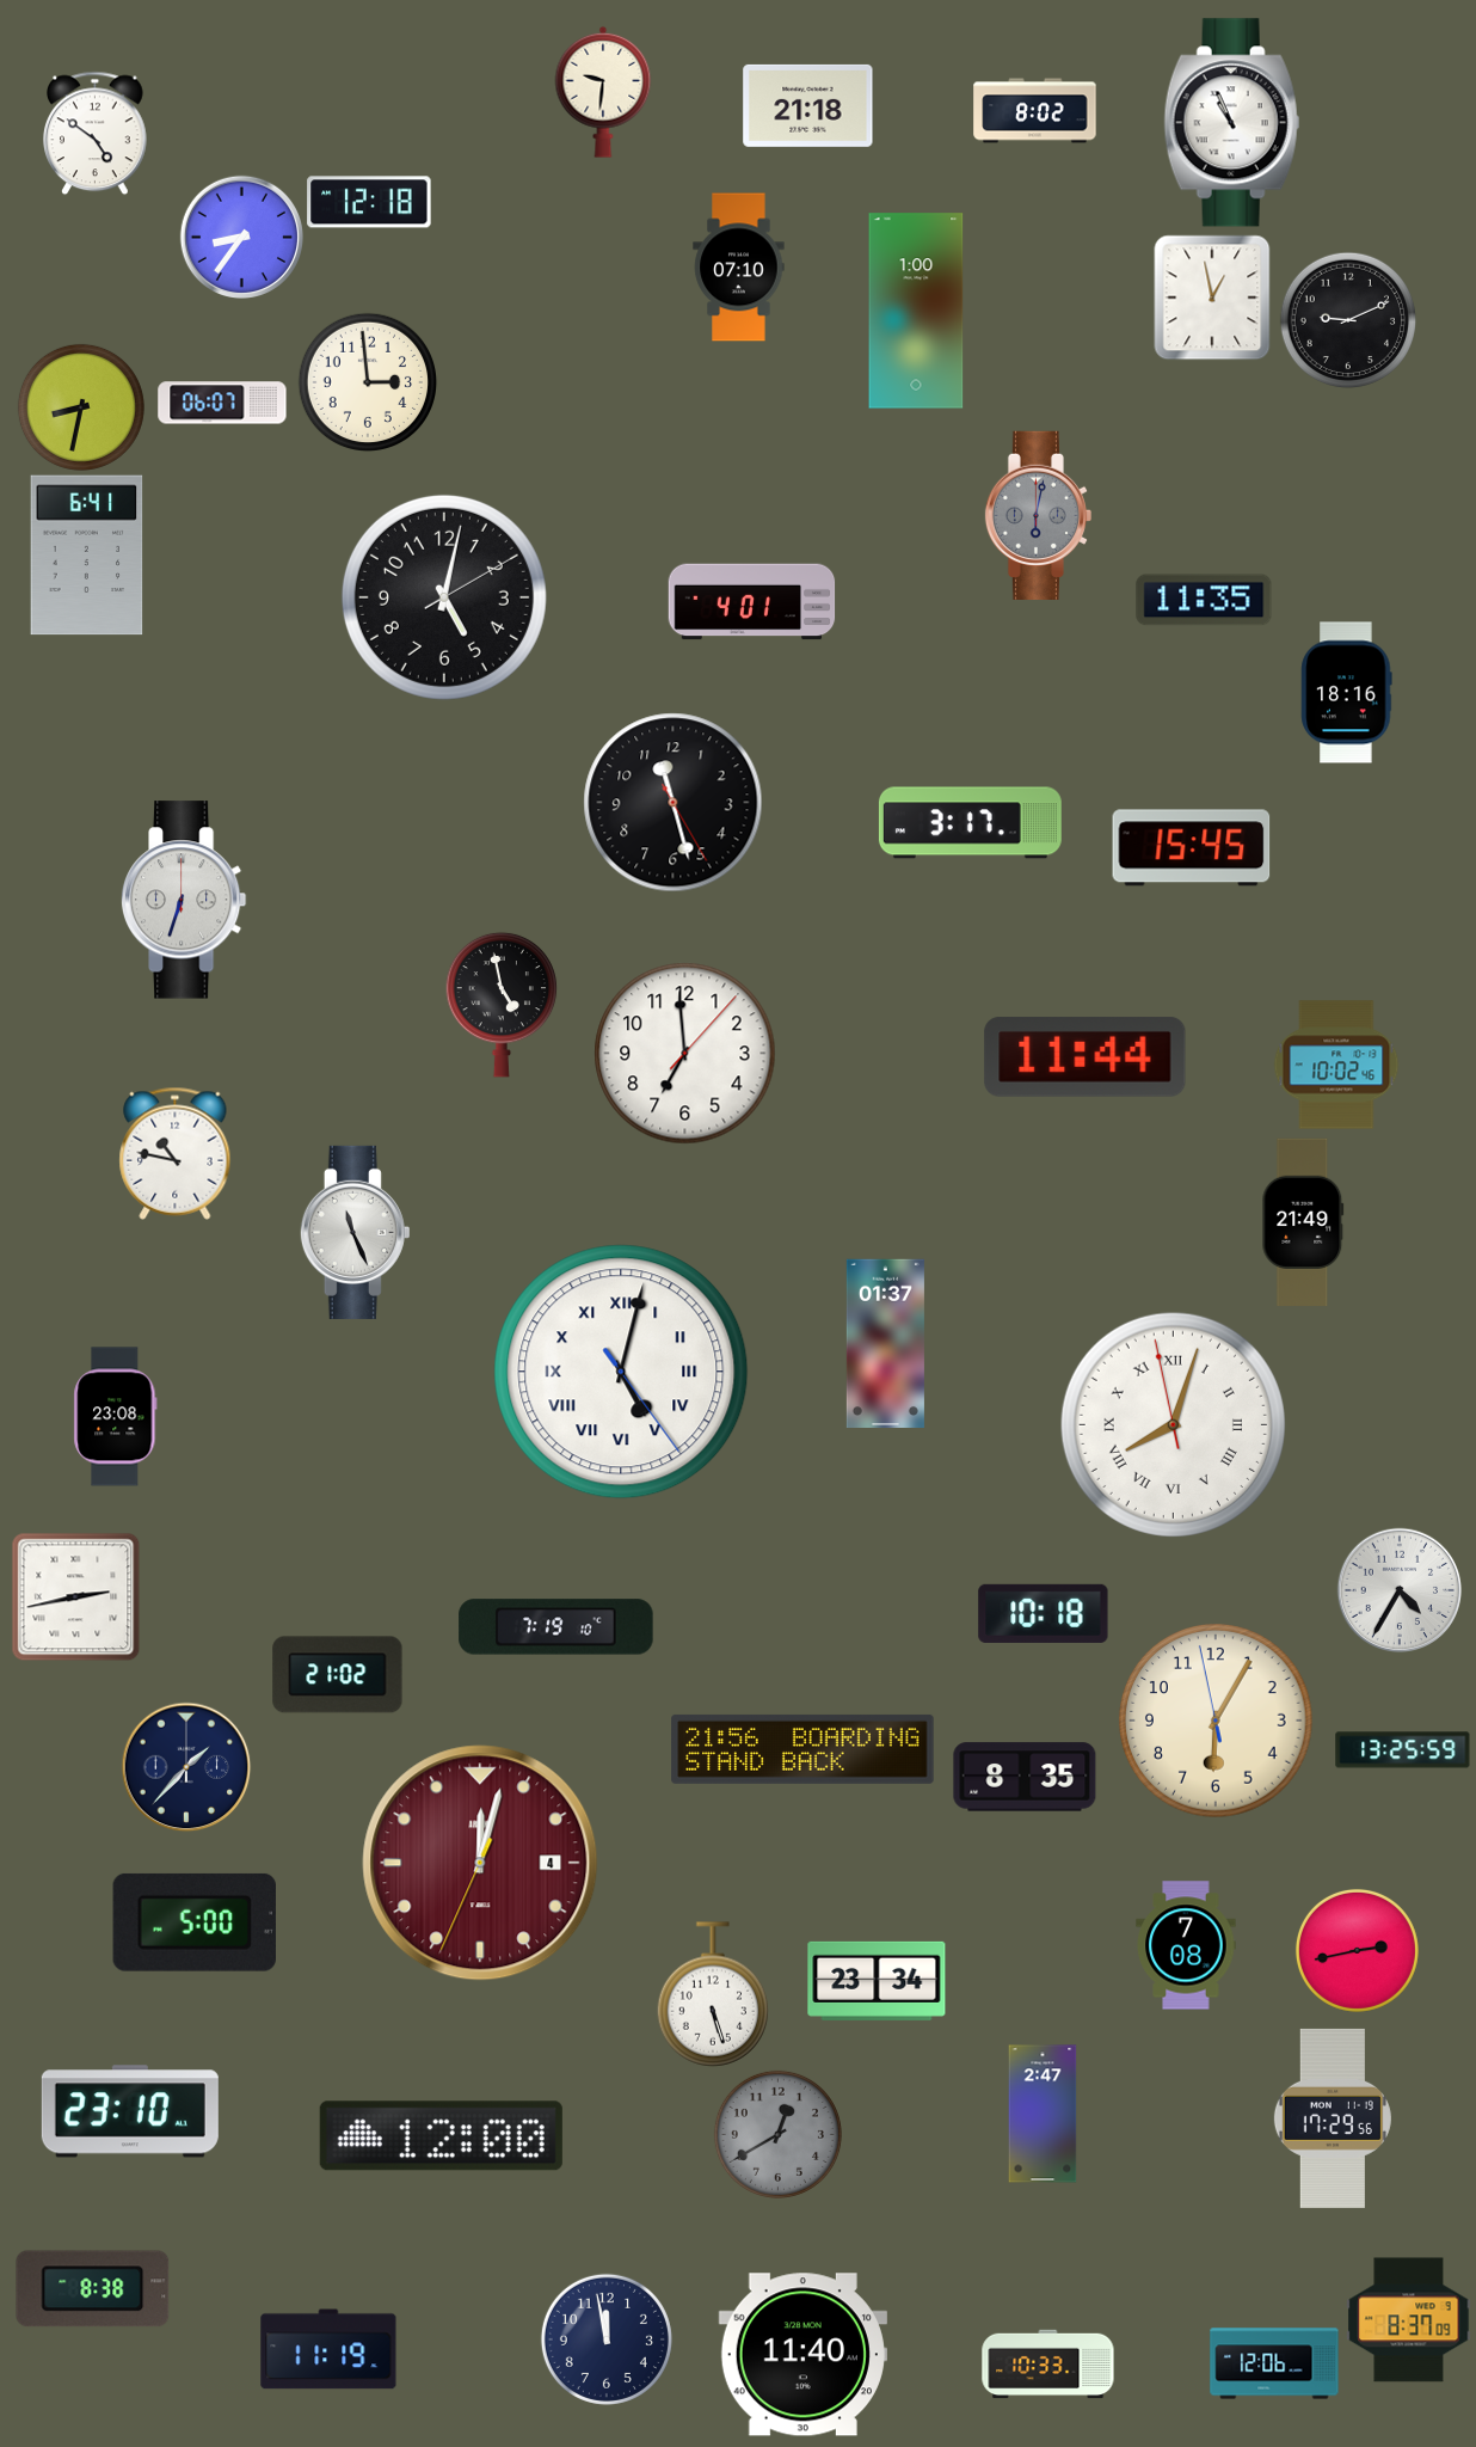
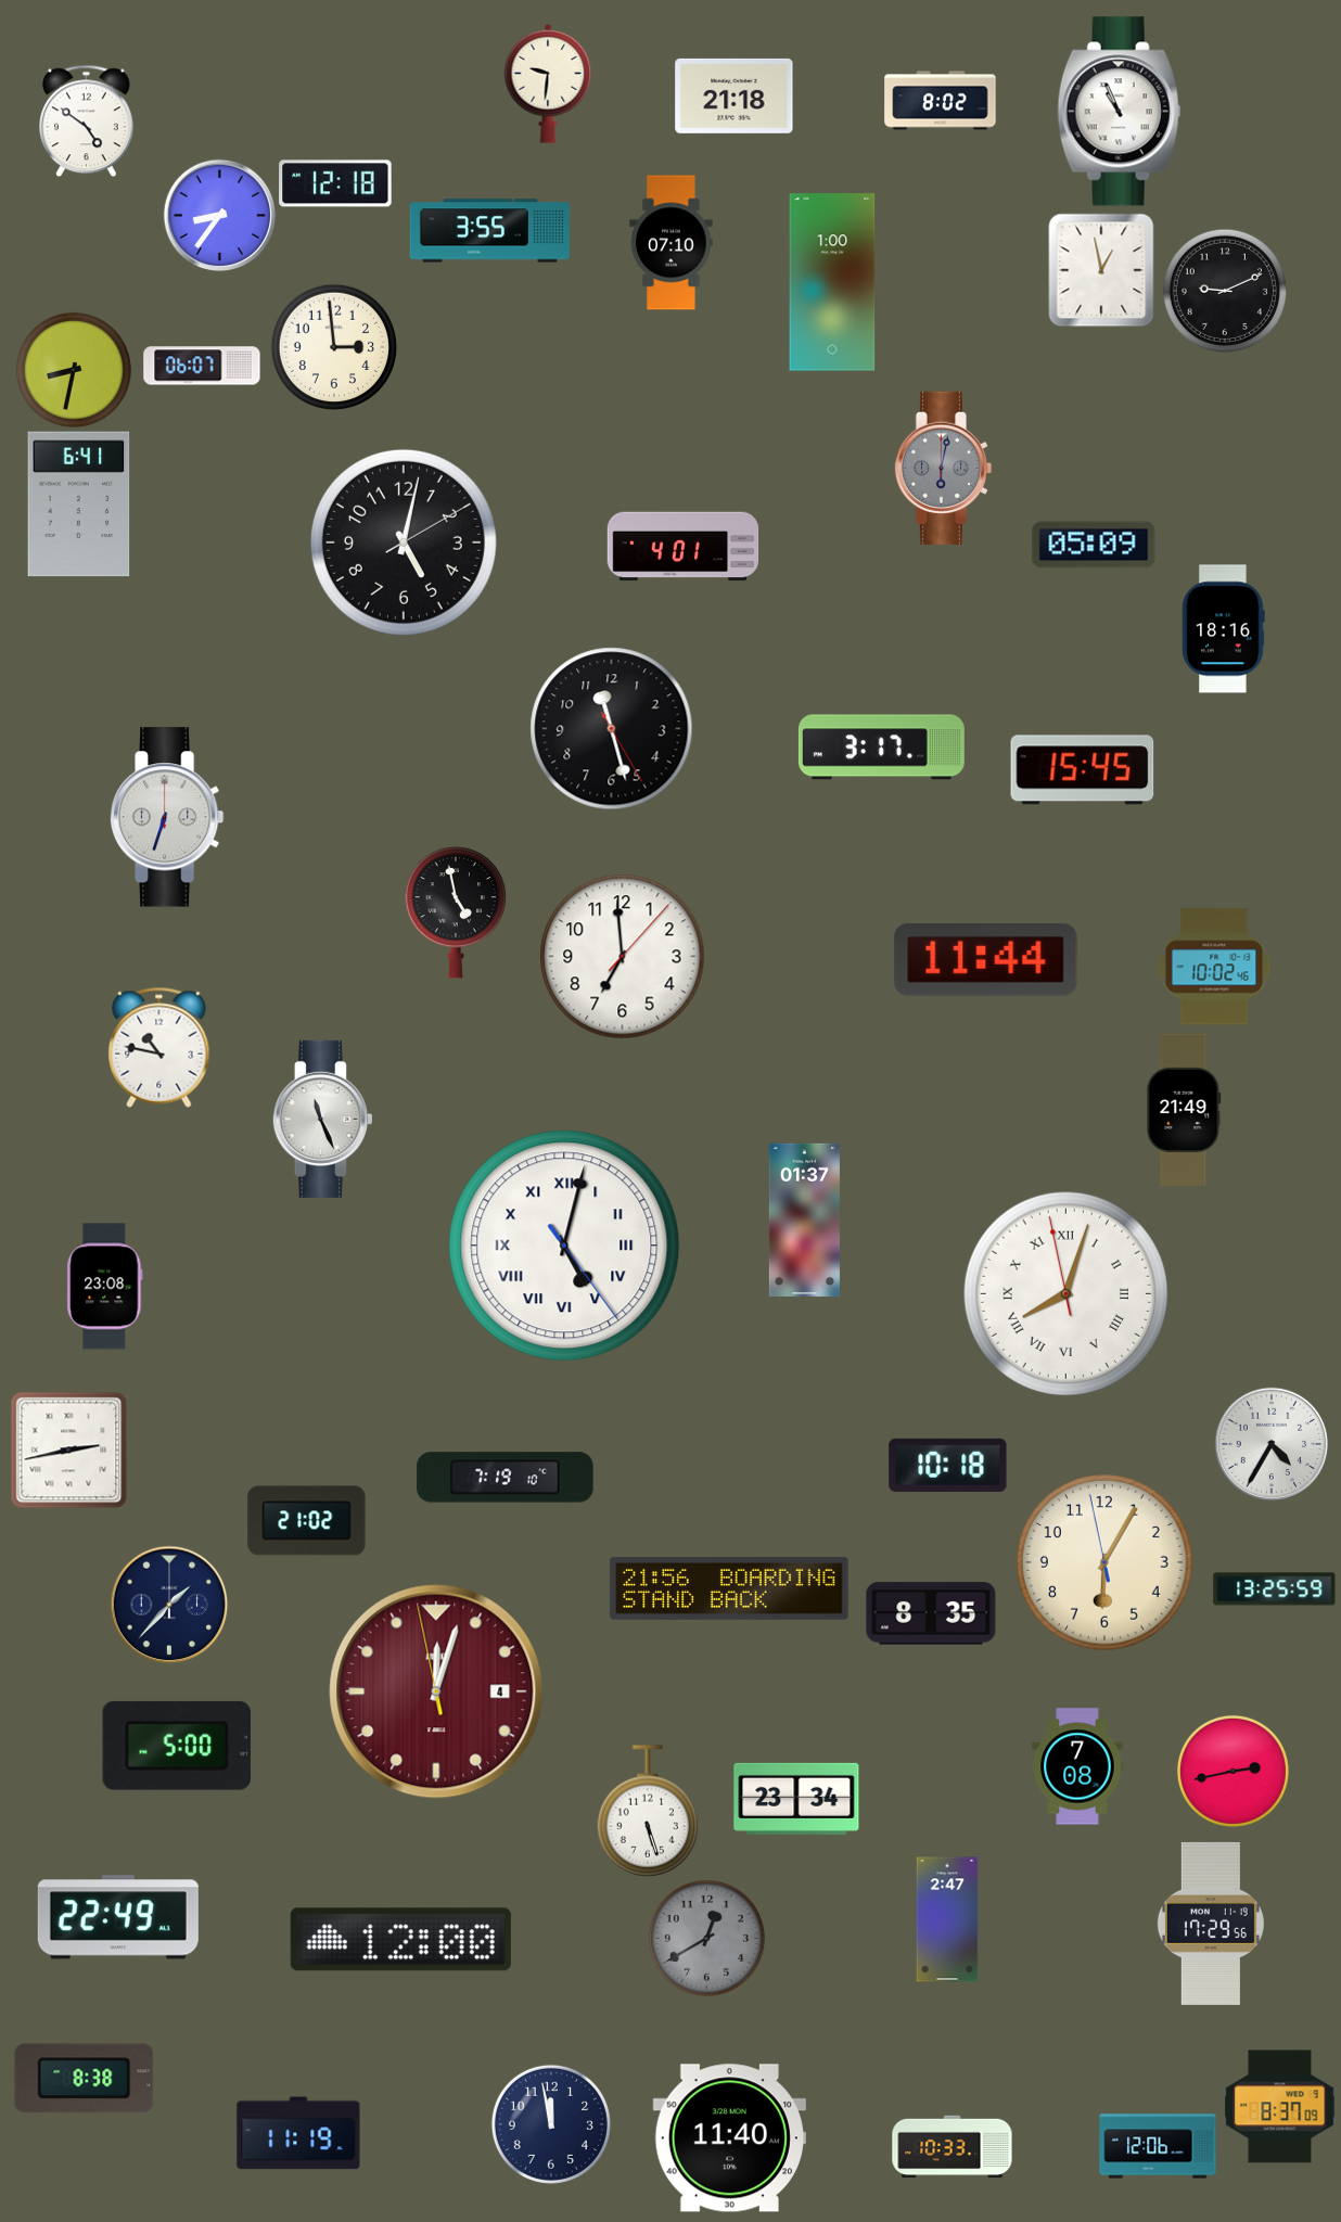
clock at (489, 231): none -> 3:55
clock at (1204, 600): 11:35 -> 05:09
clock at (480, 1863): 12:02:34 -> 12:02:58
clock at (130, 2111): 23:10 -> 22:49
